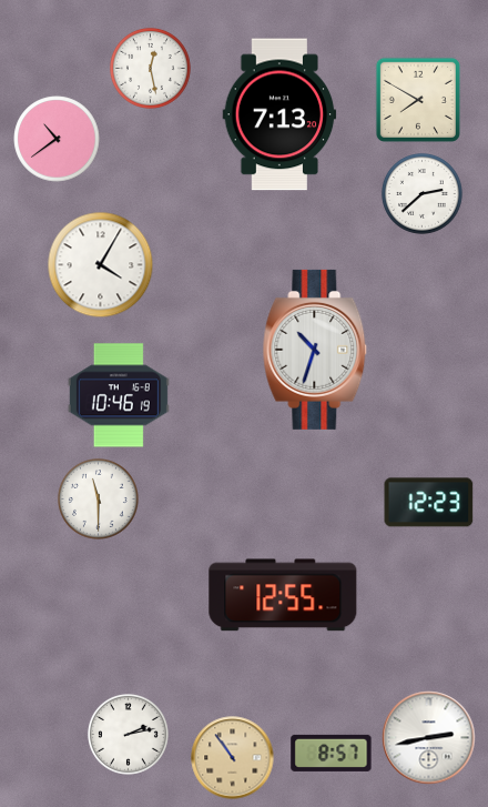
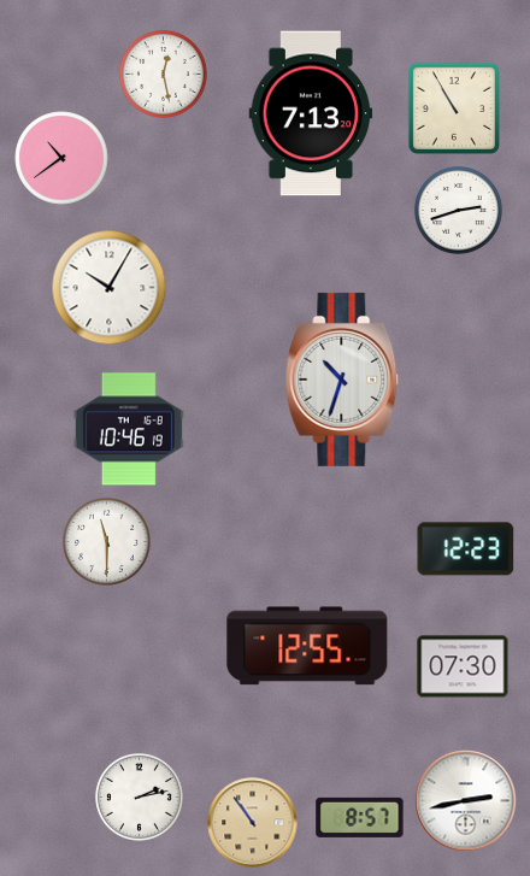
clock at (418, 100): 7:50 -> 10:55
clock at (279, 114) position: (279, 114) -> (311, 113)
clock at (57, 139) position: (57, 139) -> (61, 158)
clock at (421, 193): 2:38 -> 2:42
clock at (101, 265): 4:05 -> 10:05
clock at (429, 503) position: (429, 503) -> (466, 549)
clock at (463, 666): none -> 07:30
